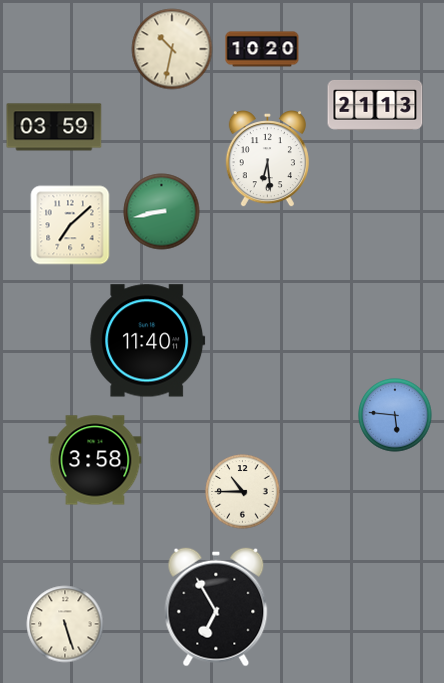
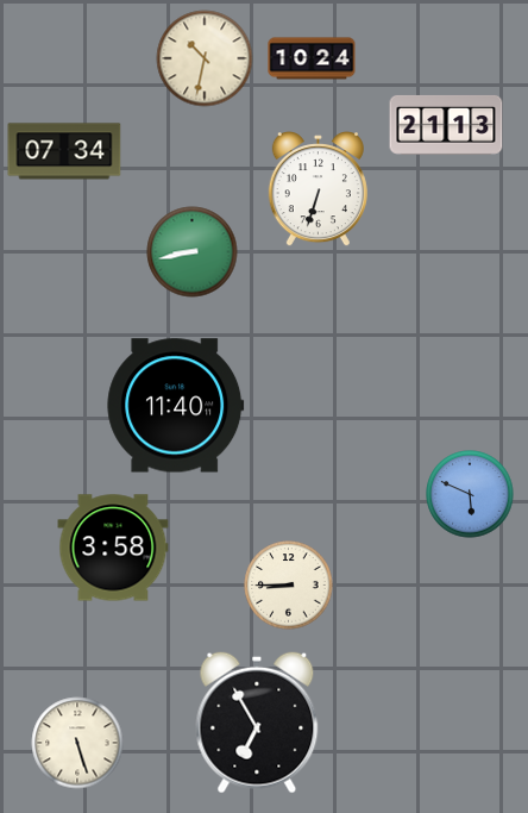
clock at (262, 49): 10:20 -> 10:24
clock at (54, 127): 03:59 -> 07:34
clock at (267, 160): 6:29 -> 6:33
clock at (70, 225): 7:08 -> none
clock at (395, 415): 5:46 -> 5:49
clock at (243, 492): 10:45 -> 8:45
